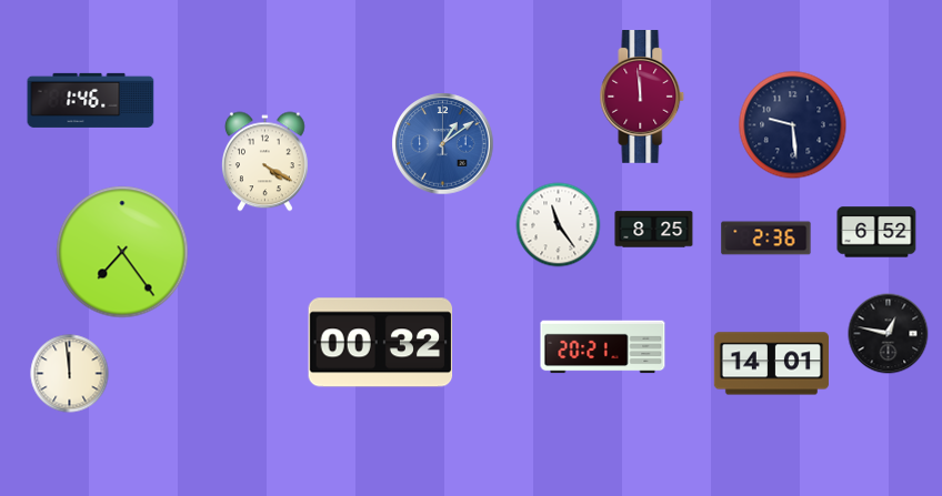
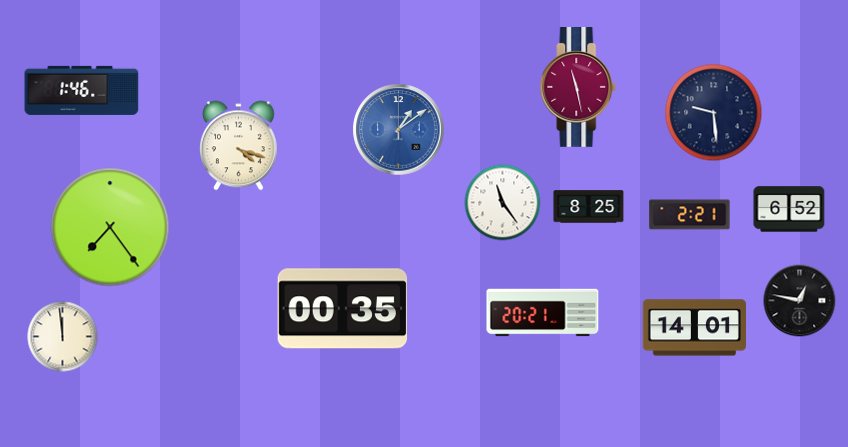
clock at (642, 98): 11:59 -> 11:28
clock at (264, 162): 4:20 -> 4:18
clock at (766, 239): 2:36 -> 2:21
clock at (381, 343): 00:32 -> 00:35
